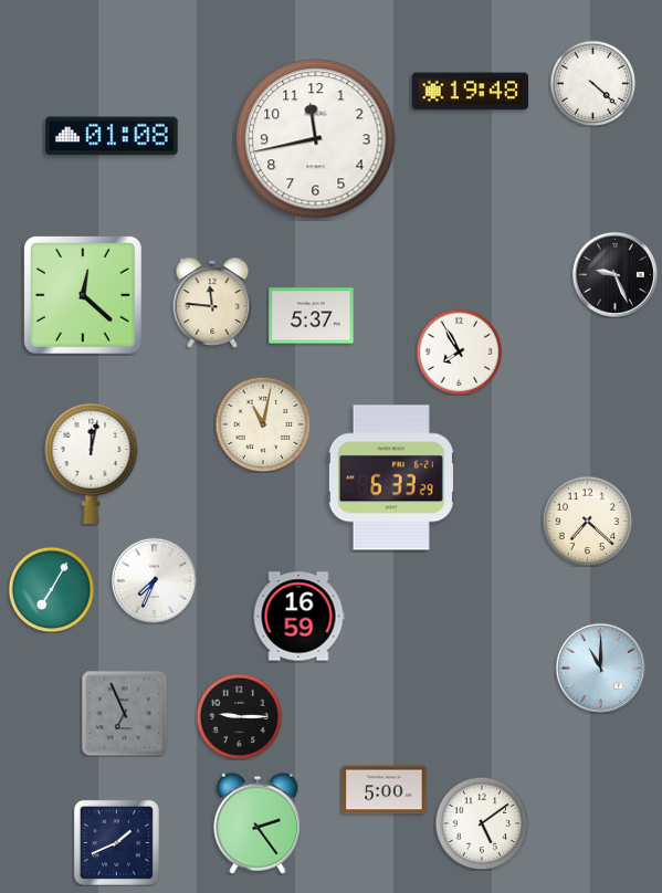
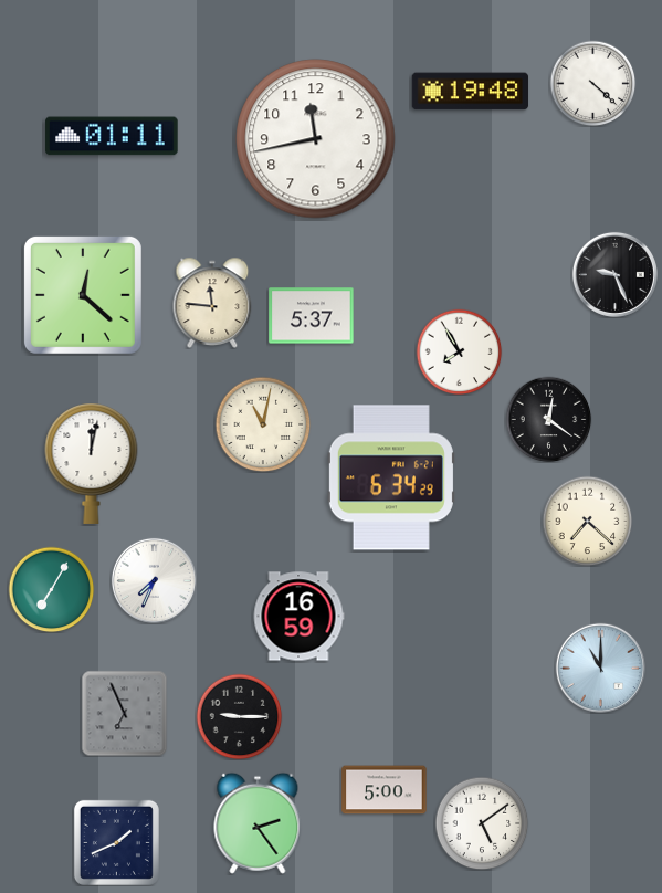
clock at (112, 136): 01:08 -> 01:11
clock at (548, 419): none -> 12:21
clock at (391, 477): 6:33 -> 6:34
